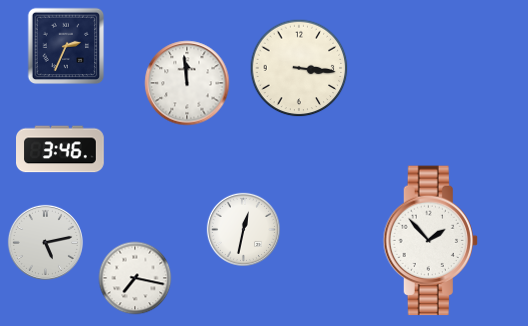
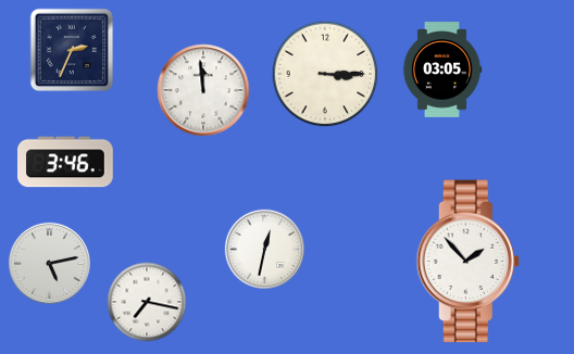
clock at (442, 69): none -> 03:05
clock at (299, 68): 3:16 -> 3:15
